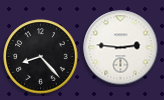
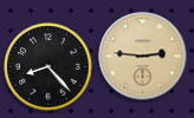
clock at (121, 48) dial: white -> champagne
